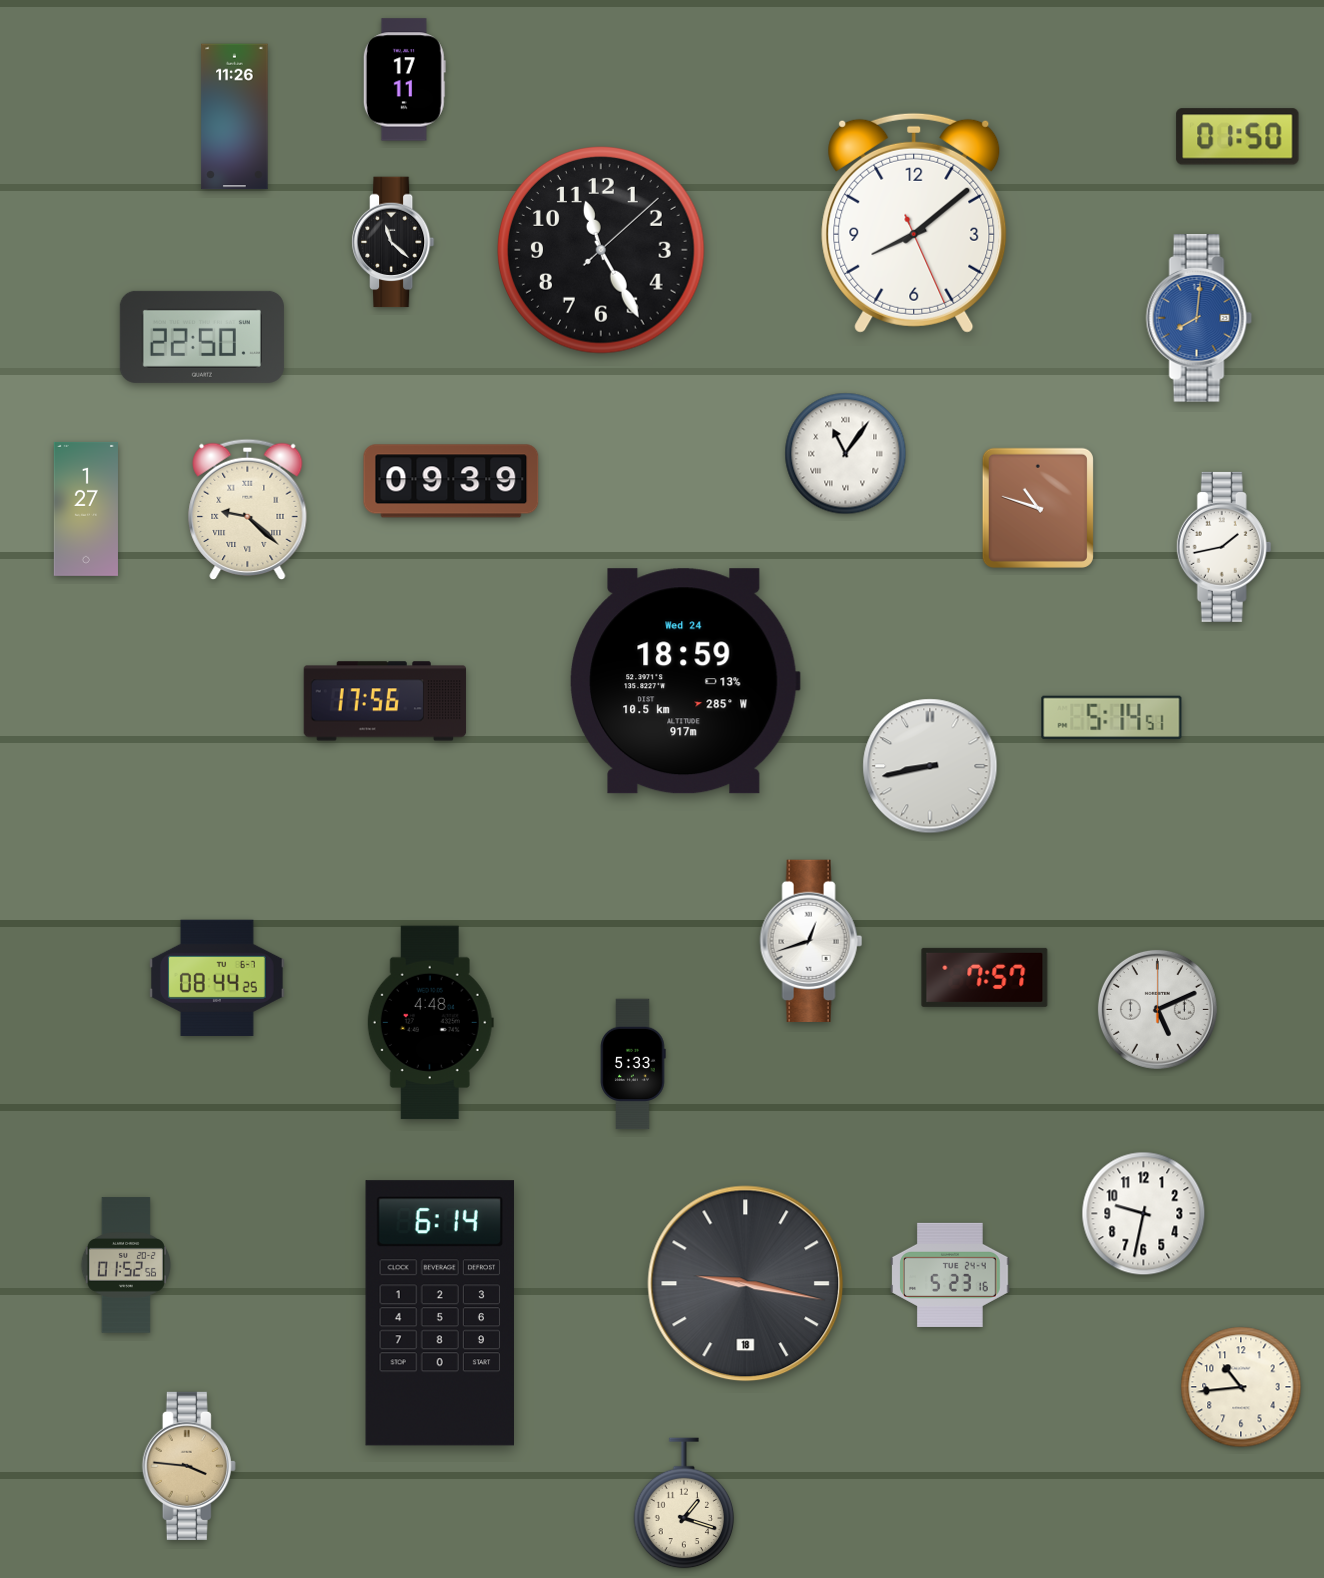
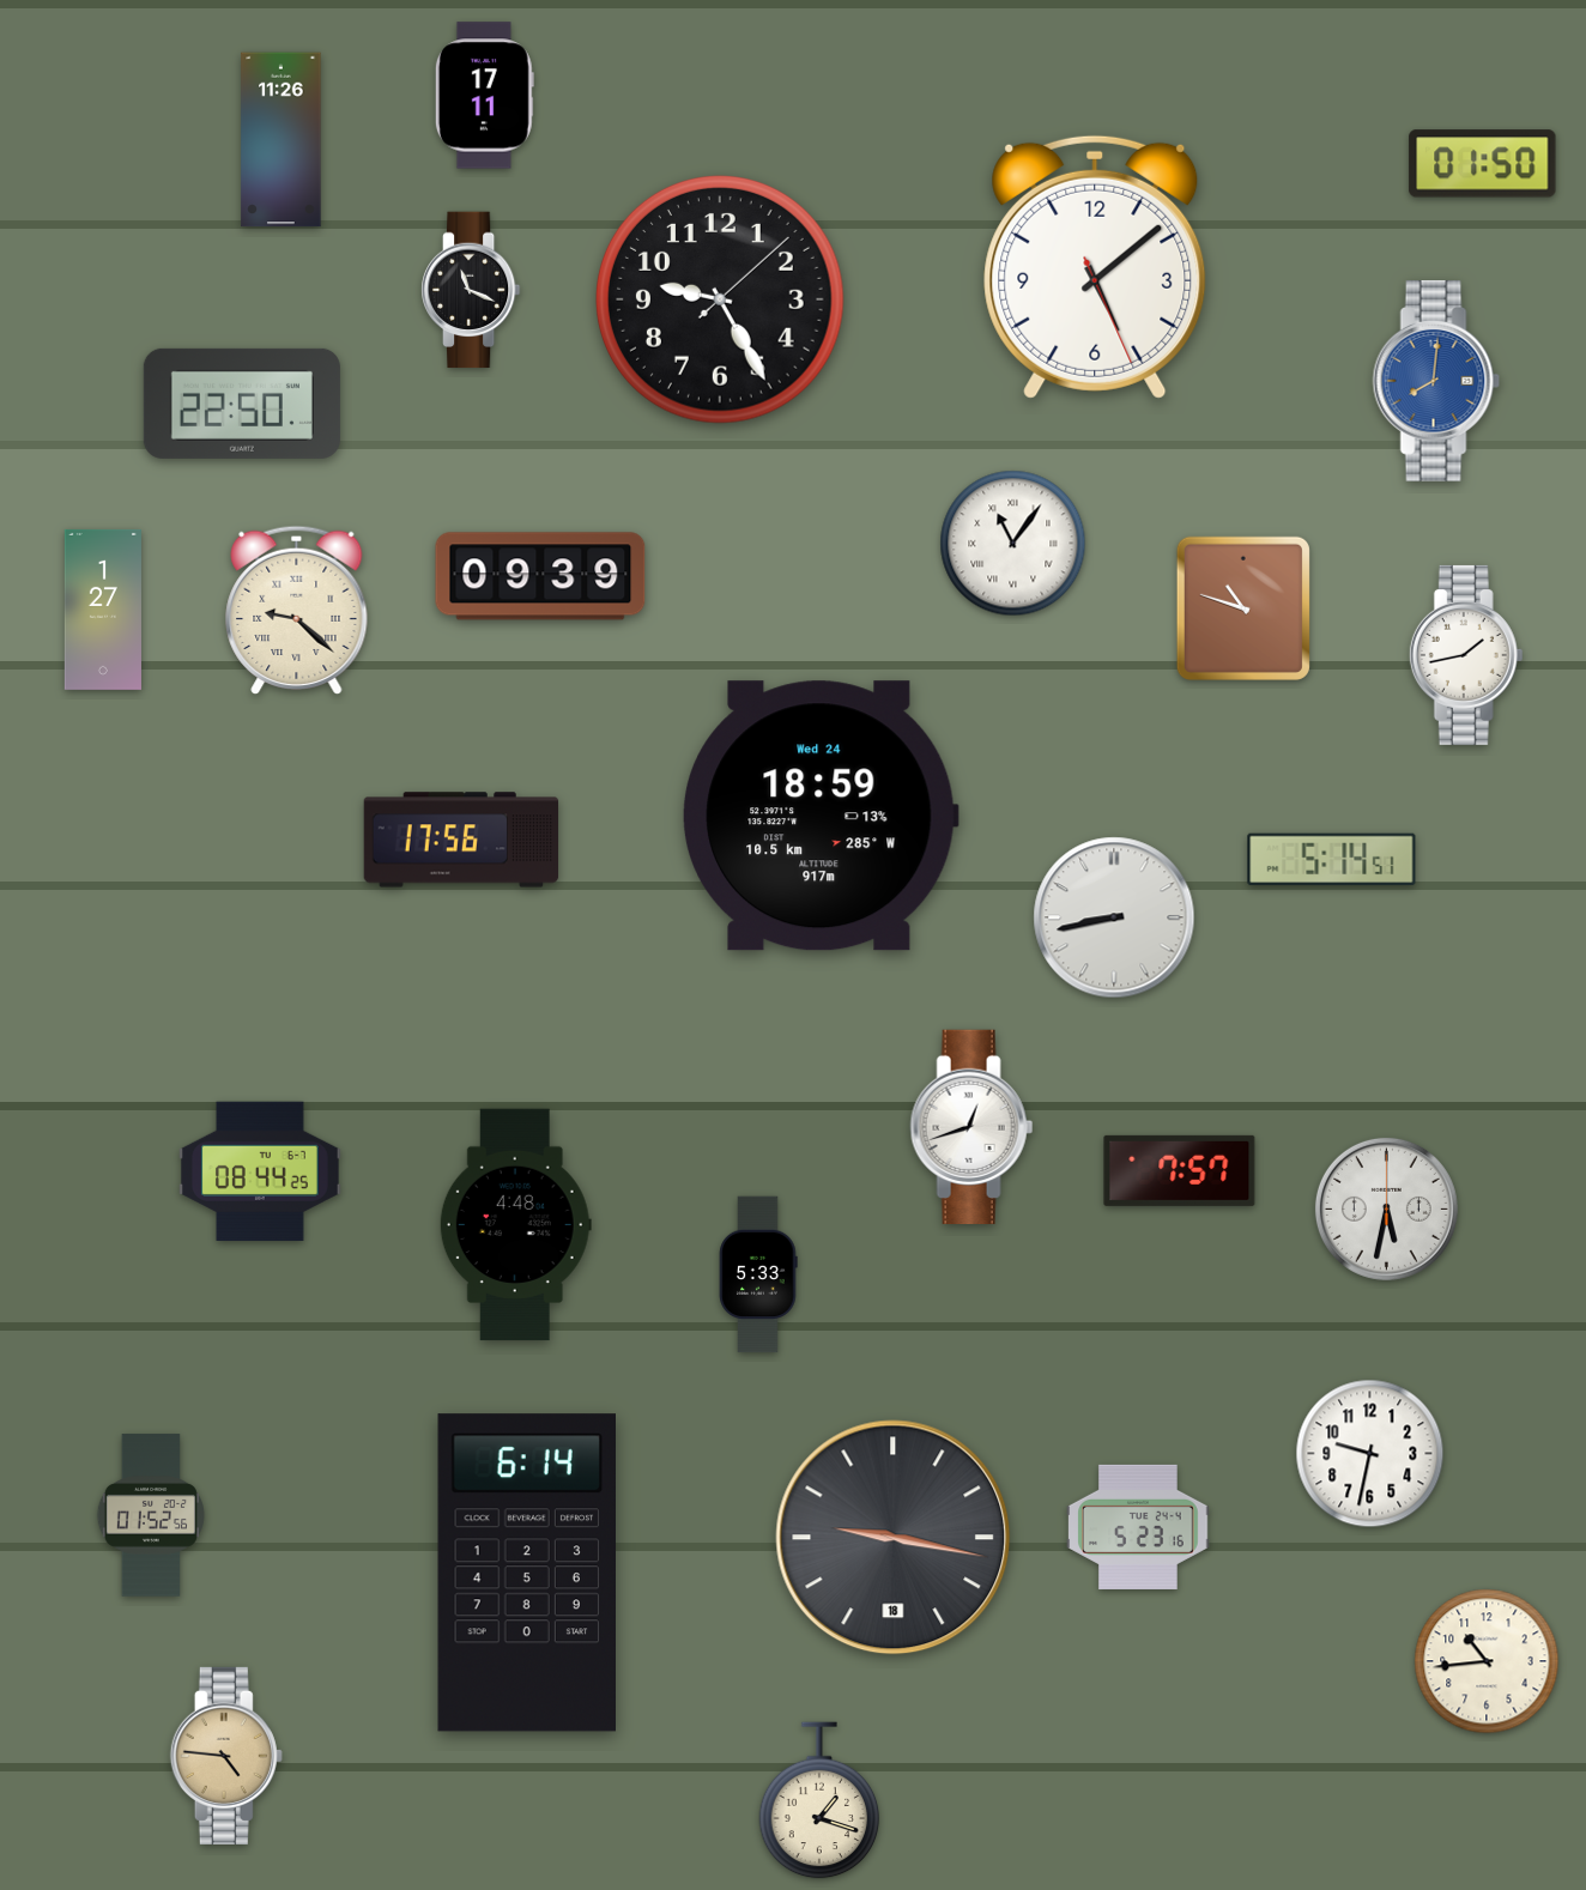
clock at (914, 223): 8:08 -> 5:08
clock at (393, 242): 11:22 -> 11:19
clock at (602, 251): 11:25 -> 9:25
clock at (1157, 1009): 5:11 -> 5:32
clock at (189, 1466): 3:46 -> 4:46
